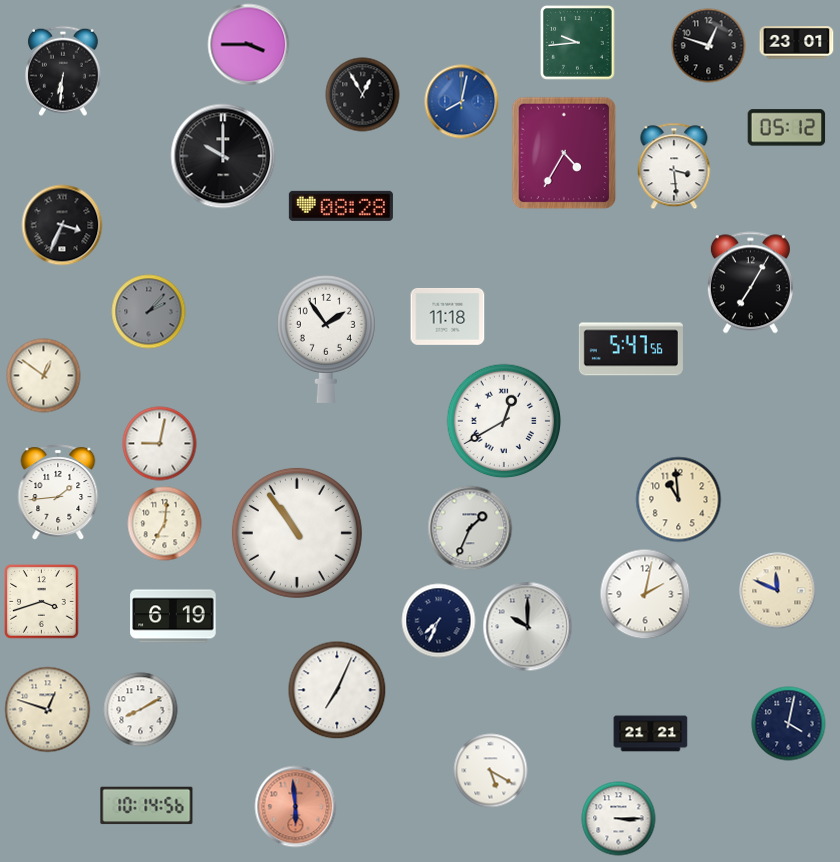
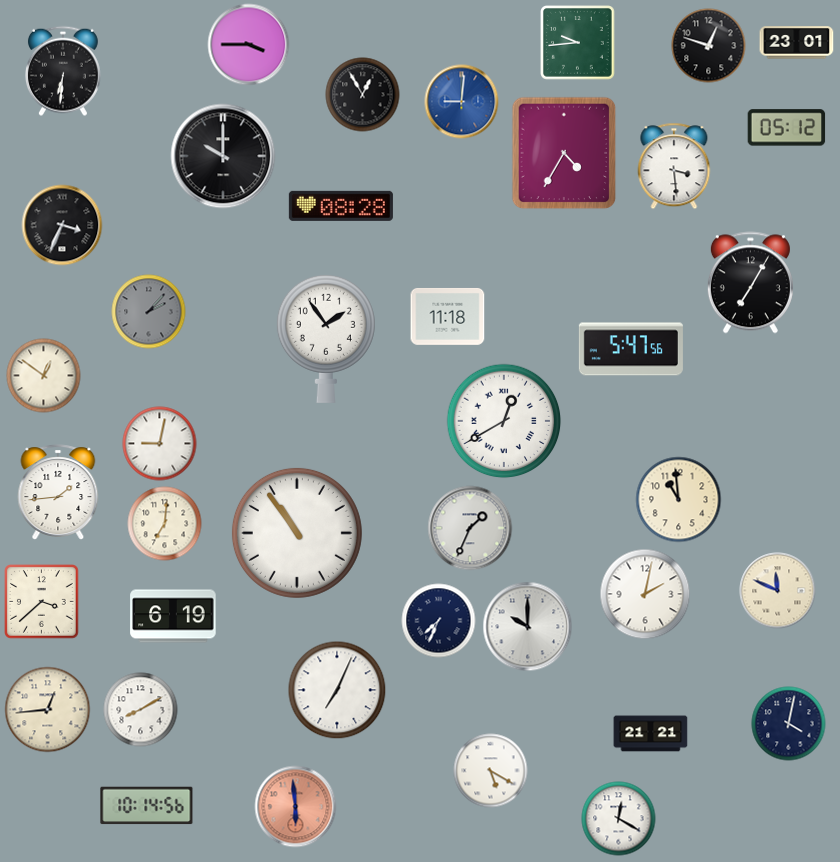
clock at (462, 102): 8:02 -> 9:01
clock at (42, 602): 3:42 -> 3:38
clock at (48, 710): 12:48 -> 12:44
clock at (619, 819): 3:15 -> 12:20
